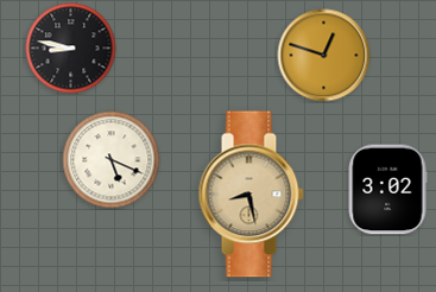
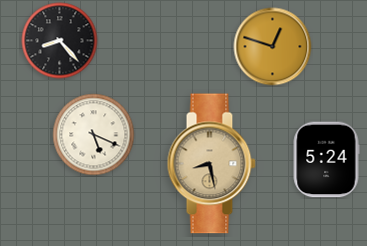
clock at (71, 49): 8:47 -> 8:23
clock at (387, 190): 3:02 -> 5:24
